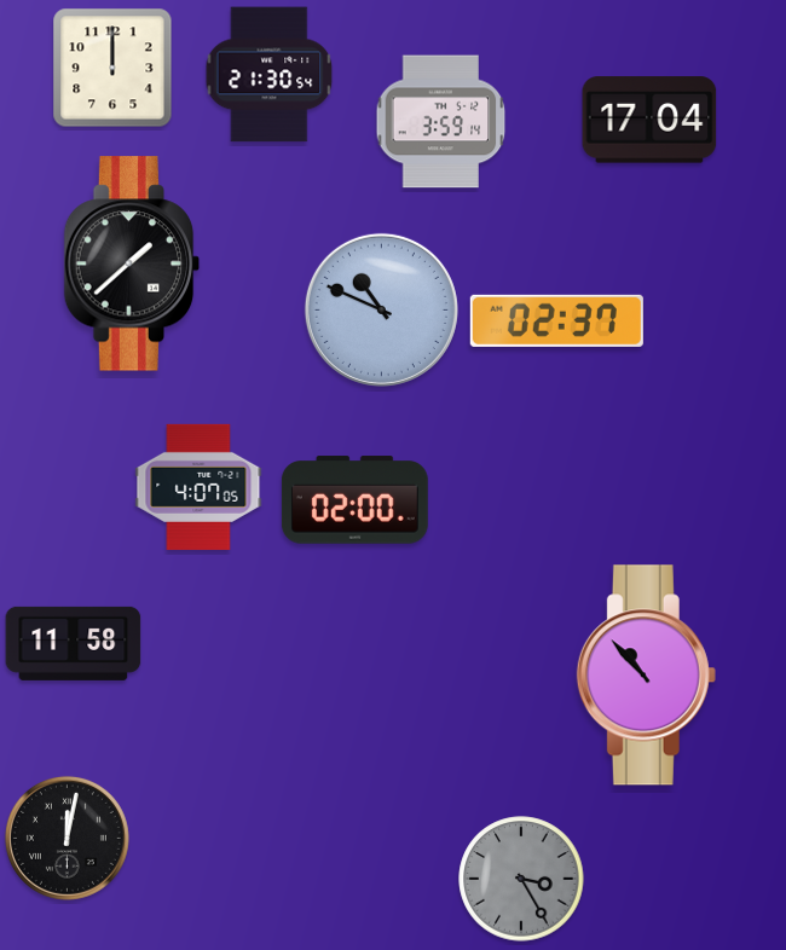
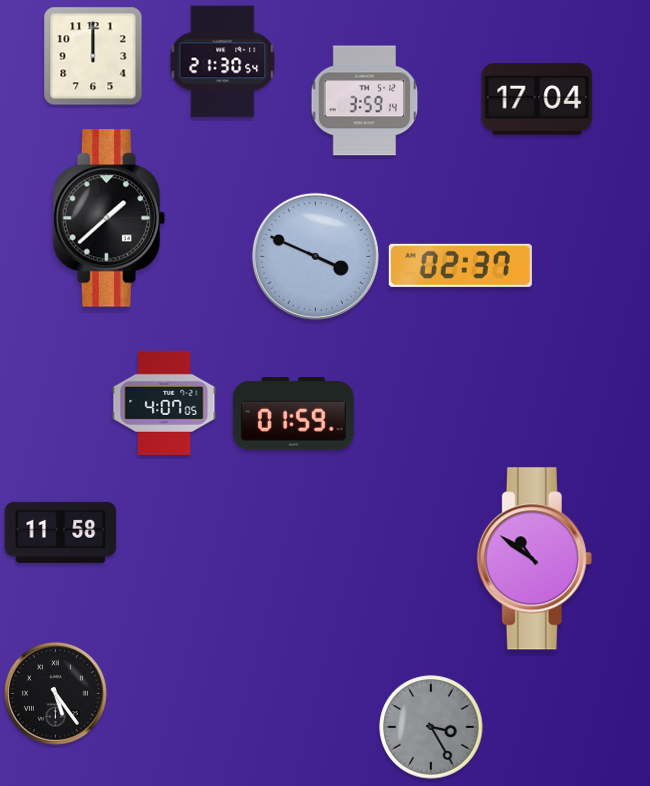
clock at (381, 309): 10:49 -> 3:49
clock at (354, 500): 02:00 -> 01:59
clock at (646, 676): 10:53 -> 10:51
clock at (67, 838): 12:02 -> 5:24
